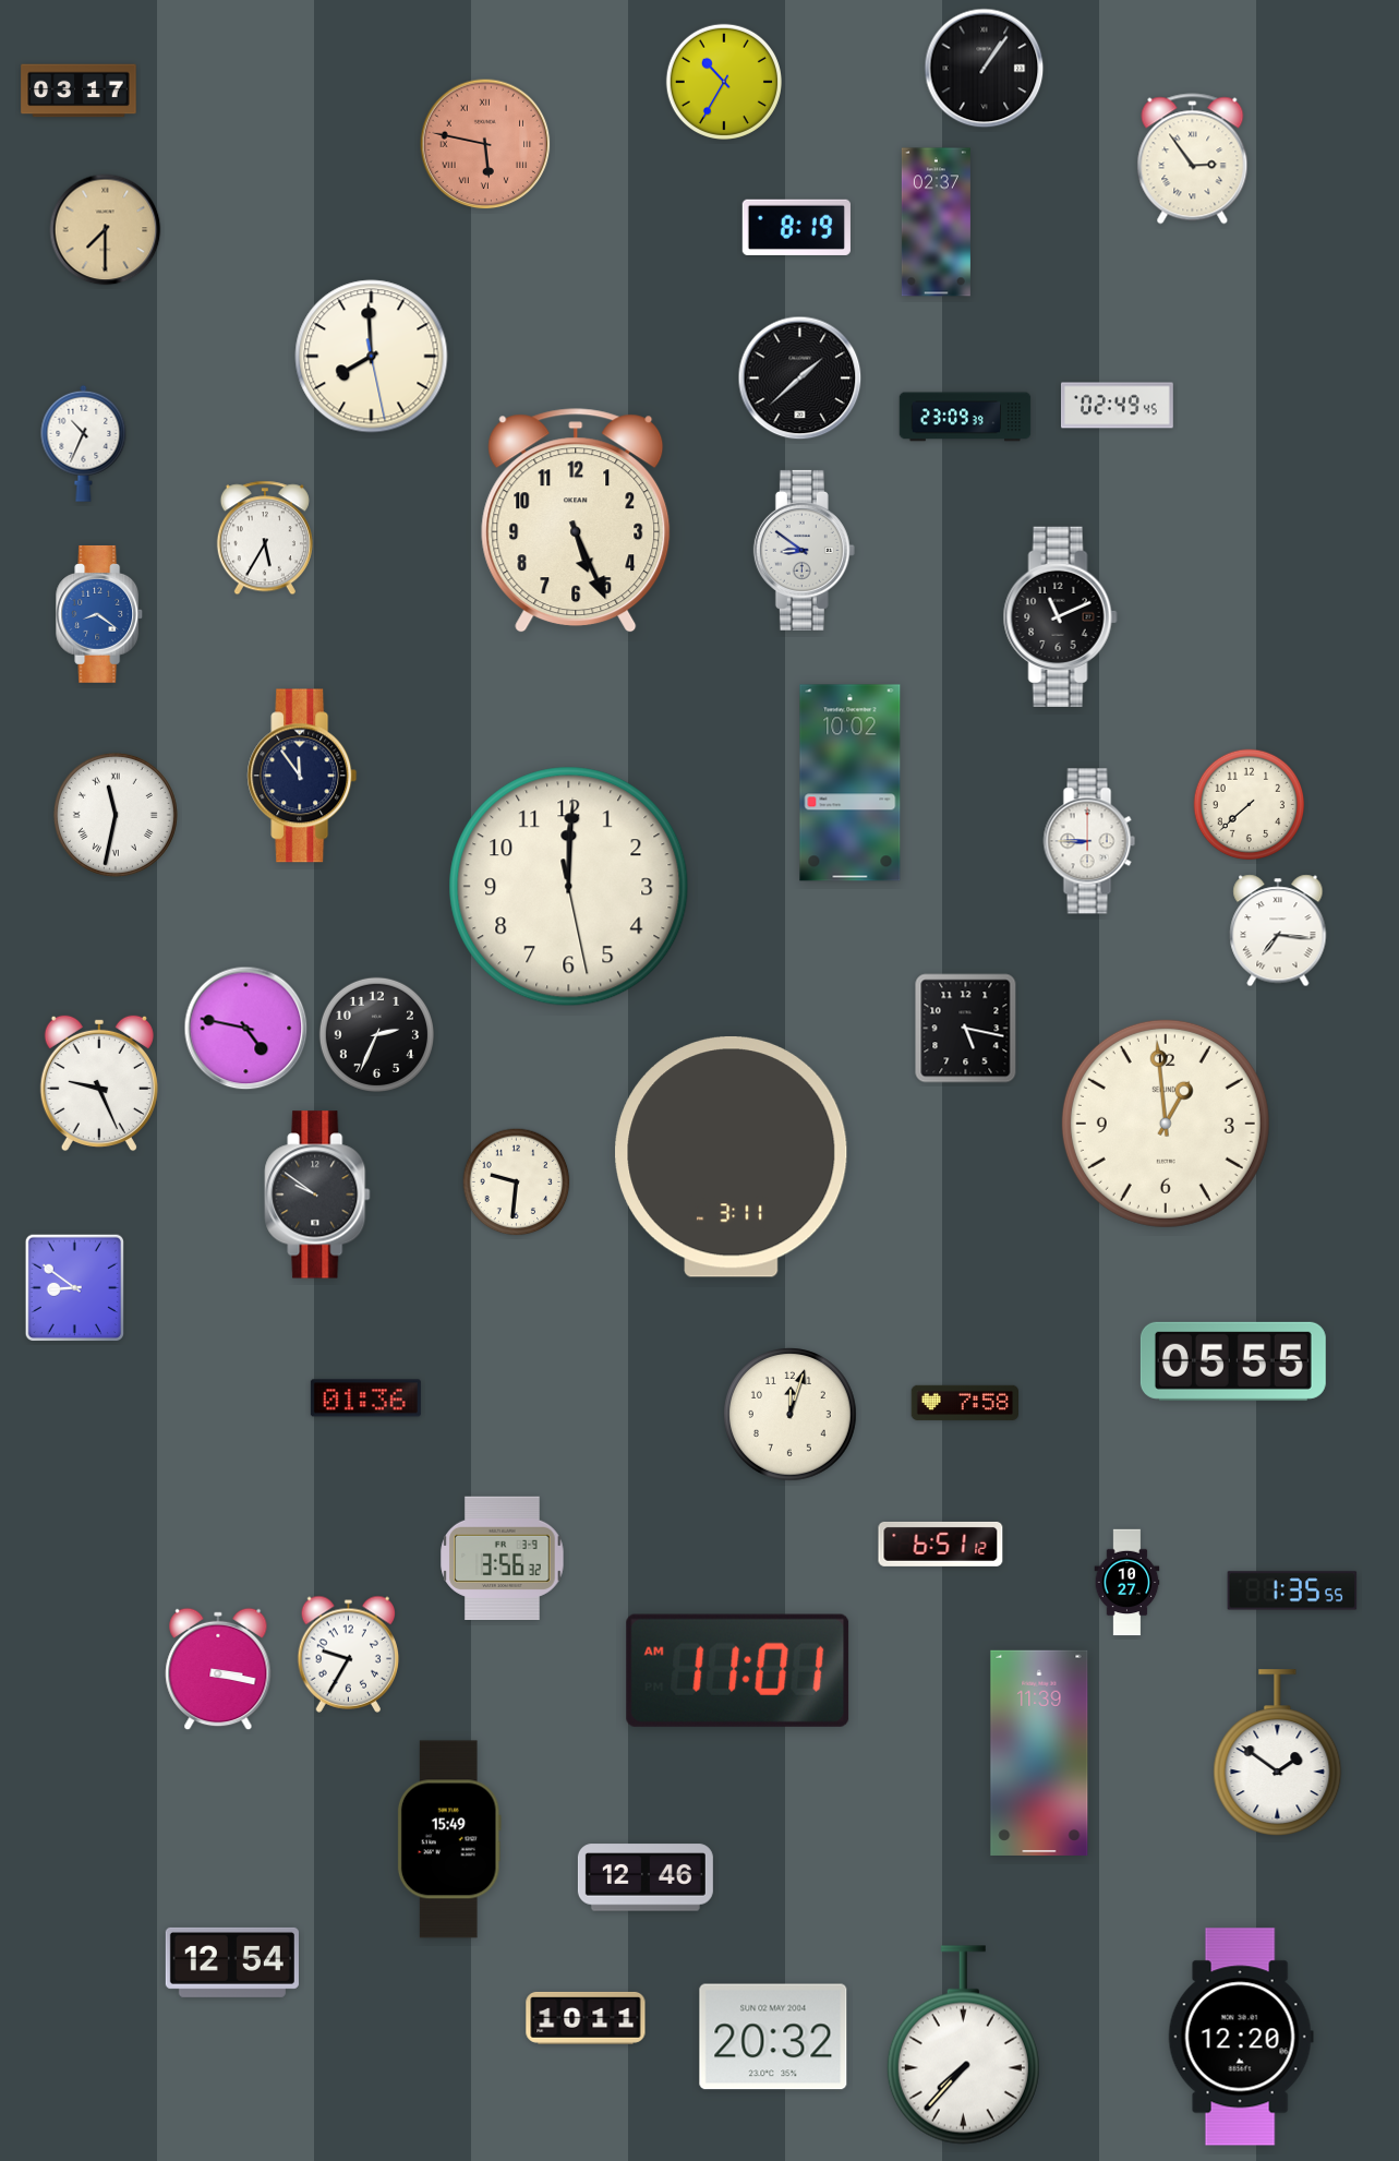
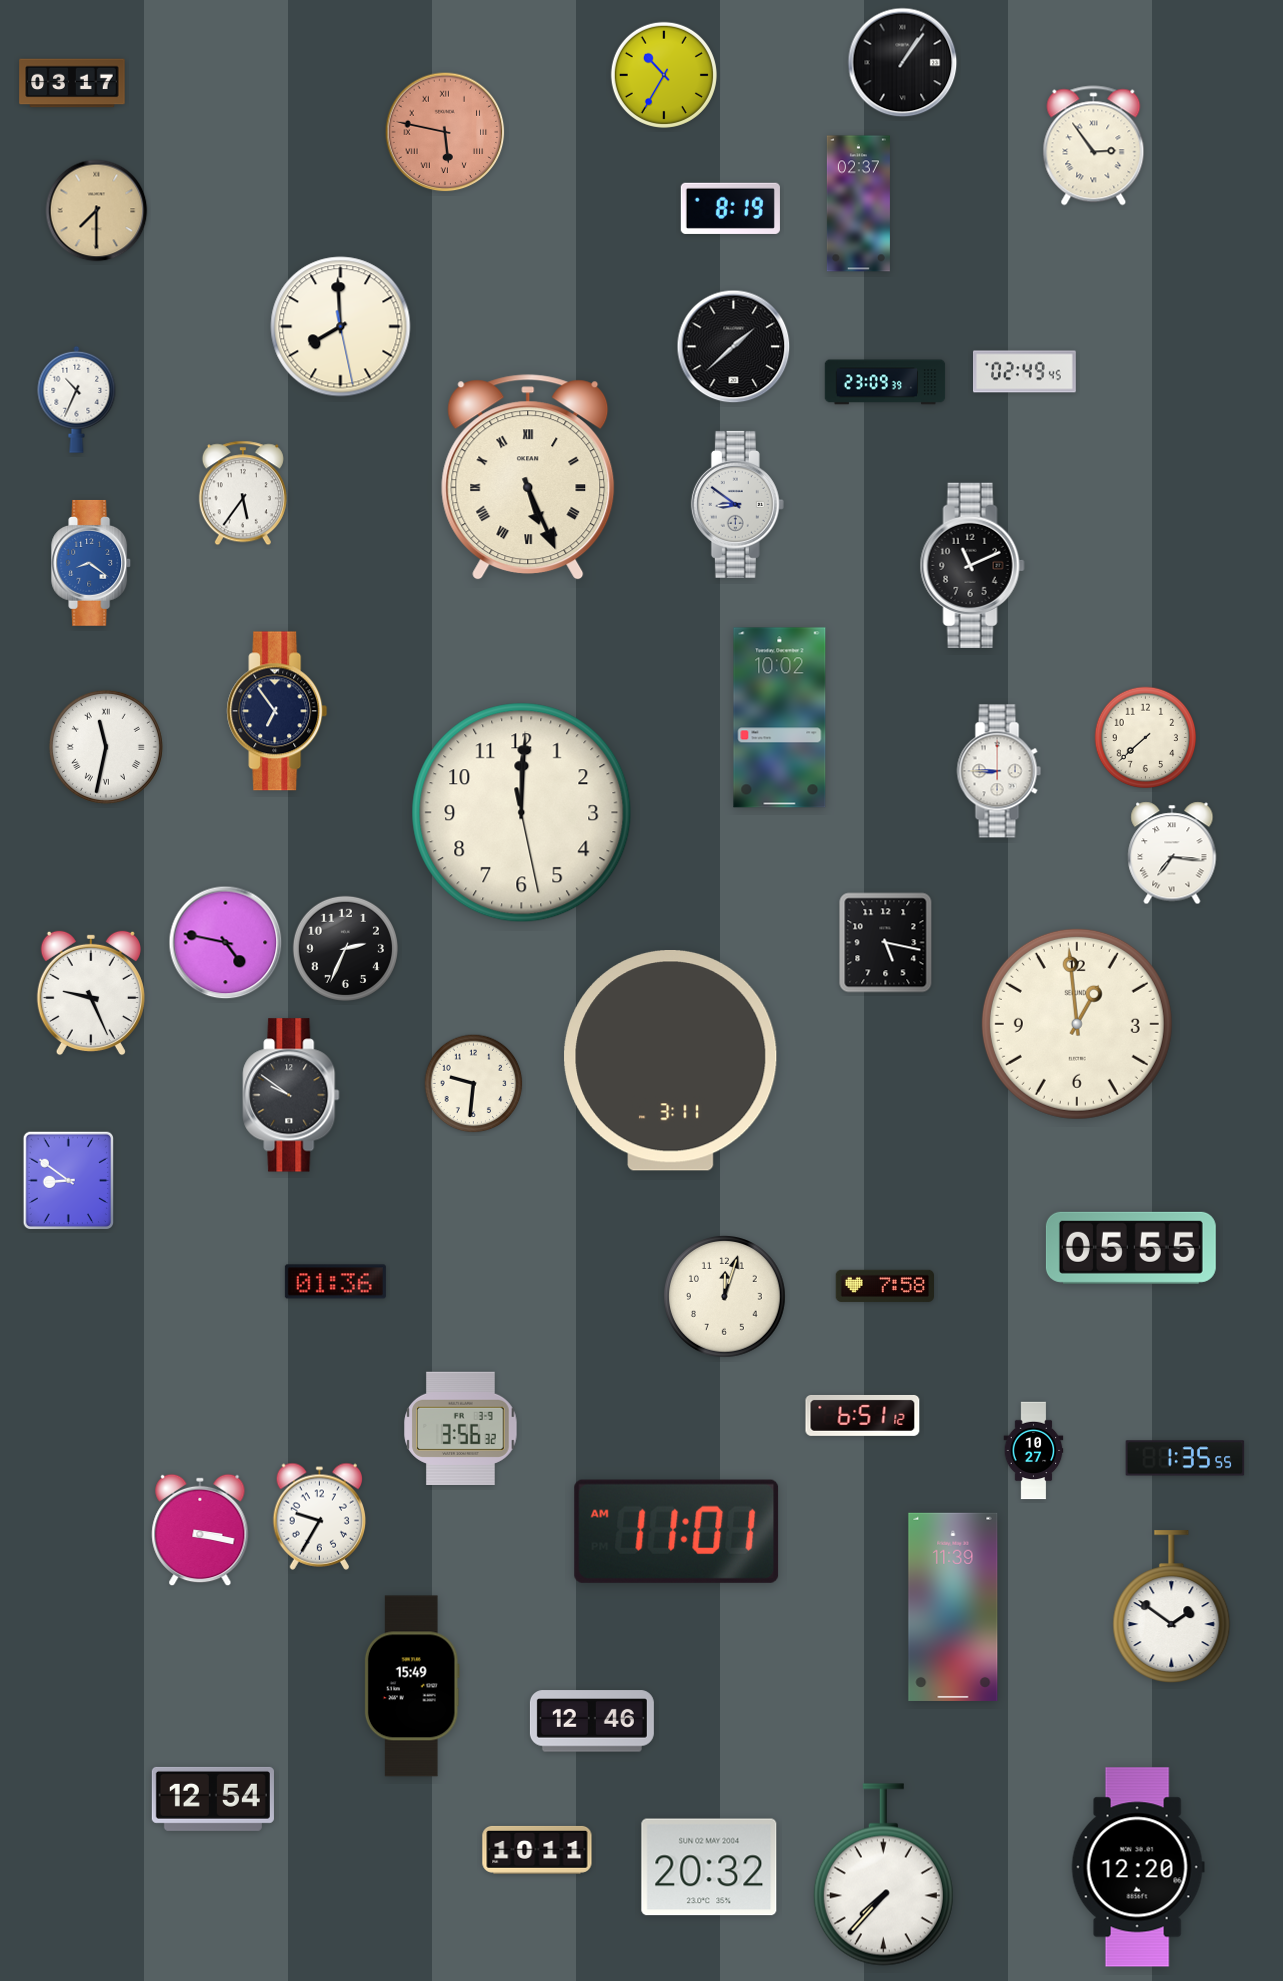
clock at (84, 443) position: (84, 443) -> (77, 399)
clock at (576, 521) numerals: Arabic -> Roman
clock at (265, 538): 5:35 -> 5:36
clock at (302, 776): 11:54 -> 6:54
clock at (1166, 1124) position: (1166, 1124) -> (1077, 1024)
